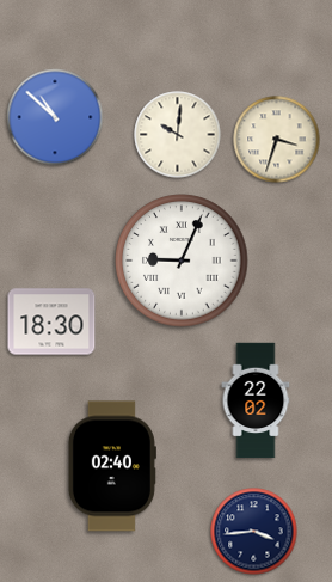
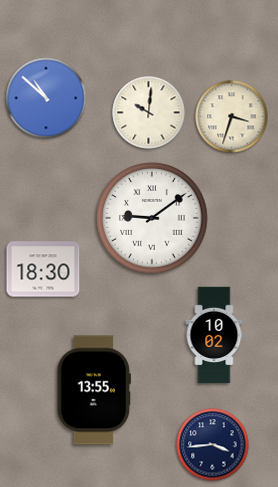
clock at (182, 261): 9:04 -> 9:09
clock at (256, 400): 22:02 -> 10:02
clock at (112, 466): 02:40 -> 13:55
